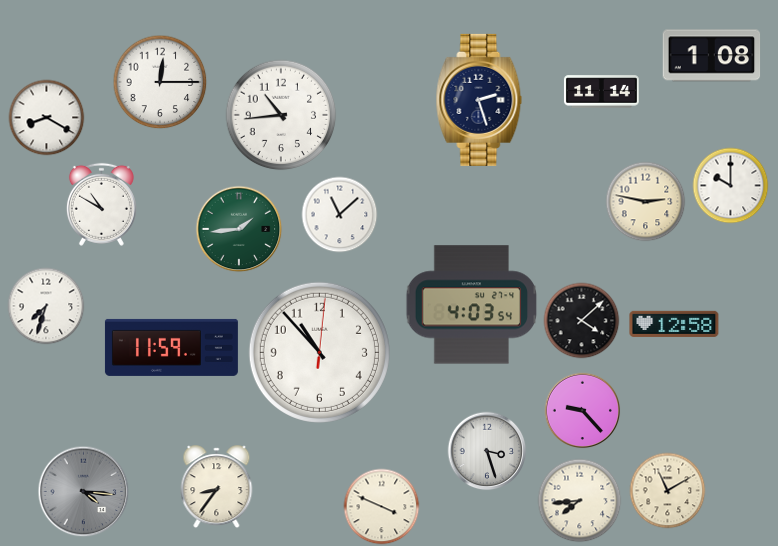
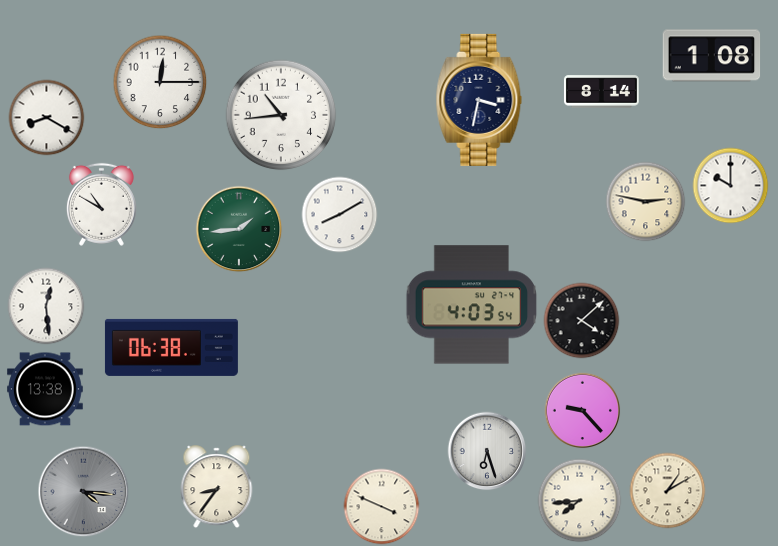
clock at (601, 92): 11:14 -> 8:14
clock at (479, 100): 2:27 -> 3:32
clock at (340, 215): 11:08 -> 8:10
clock at (46, 306): 7:33 -> 12:29
clock at (674, 324): 12:58 -> none
clock at (171, 347): 11:59 -> 06:38
clock at (319, 352): 10:53 -> none
clock at (46, 389): none -> 13:38
clock at (487, 451): 3:27 -> 6:27
clock at (668, 491): 11:10 -> 1:10
